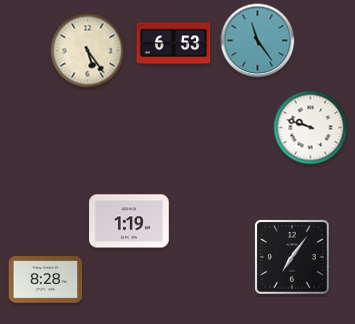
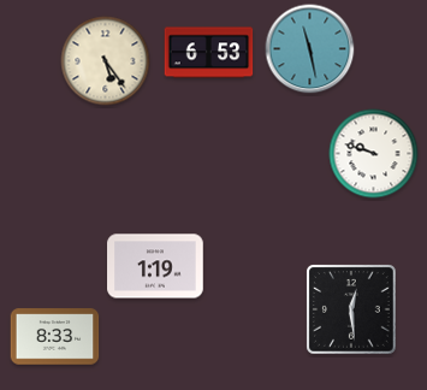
clock at (258, 41): 11:24 -> 11:28
clock at (292, 257): 7:06 -> 12:29
clock at (46, 280): 8:28 -> 8:33
